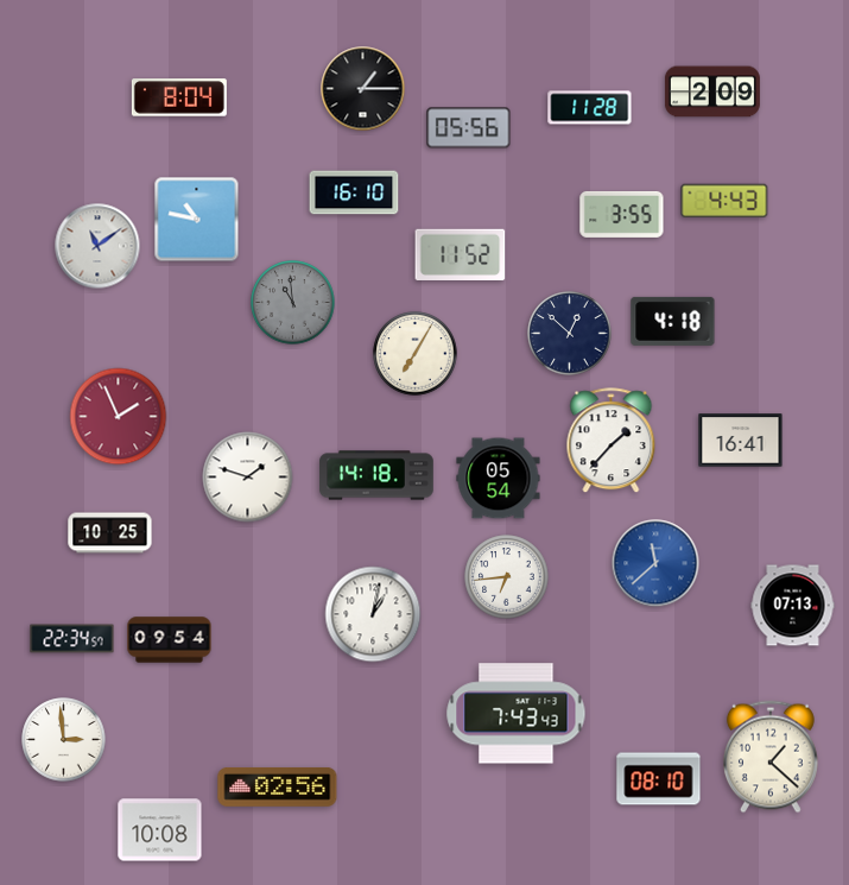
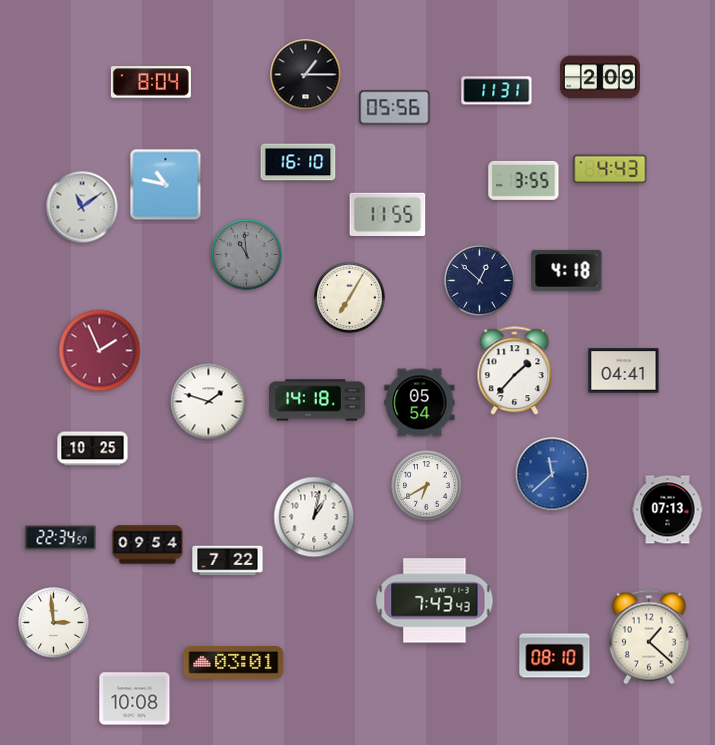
clock at (590, 108): 11:28 -> 11:31
clock at (461, 254): 11:52 -> 11:55
clock at (741, 441): 16:41 -> 04:41
clock at (507, 577): 6:44 -> 6:40
clock at (170, 640) position: (170, 640) -> (148, 545)
clock at (228, 561): none -> 7:22
clock at (278, 786): 02:56 -> 03:01
